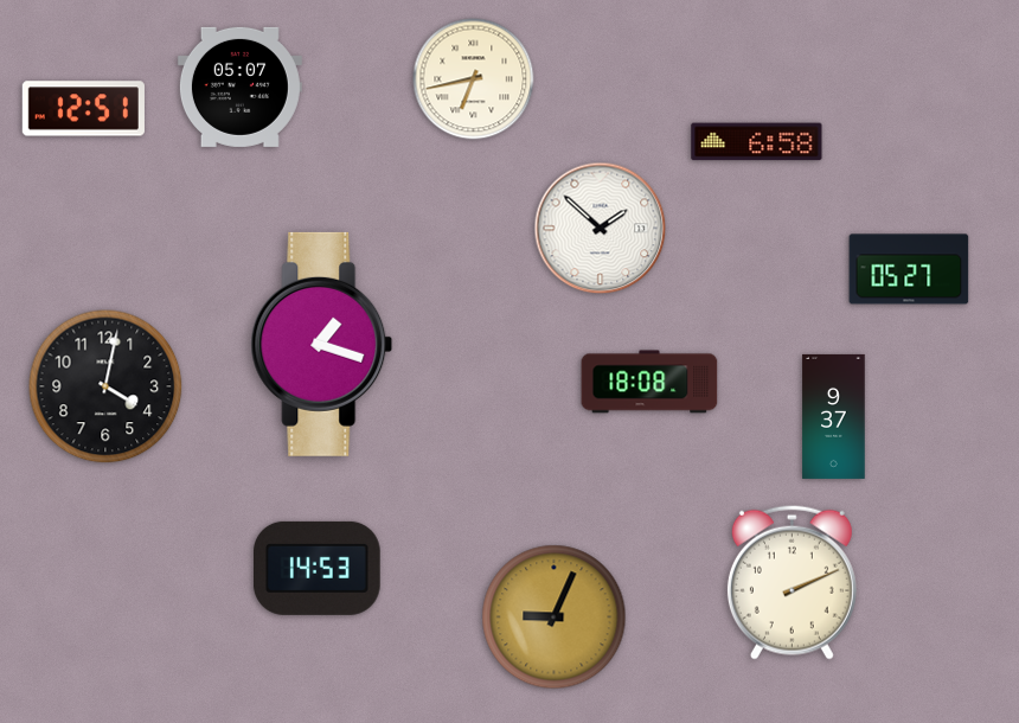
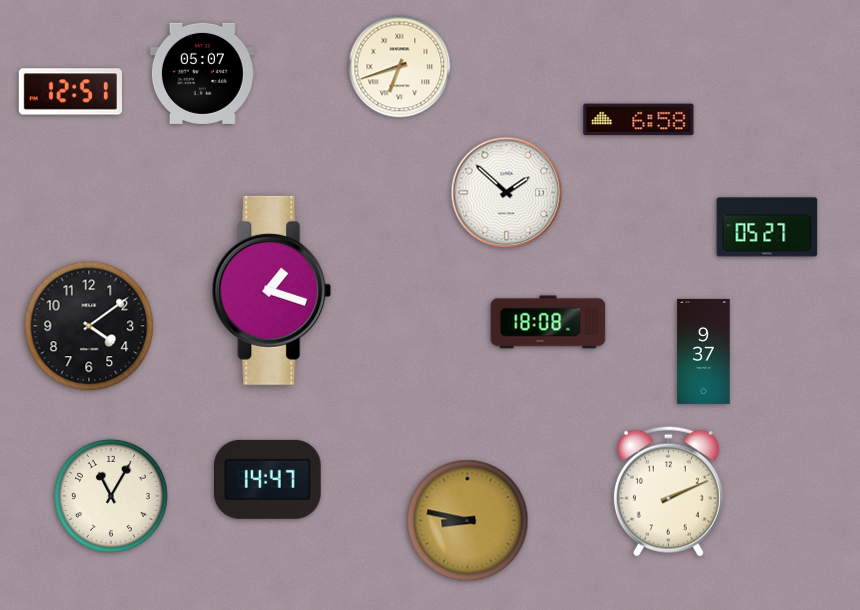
clock at (474, 79): 6:43 -> 6:42
clock at (105, 386): 4:02 -> 4:09
clock at (318, 568): 14:53 -> 14:47
clock at (111, 496): none -> 11:05
clock at (555, 618): 9:04 -> 8:47
